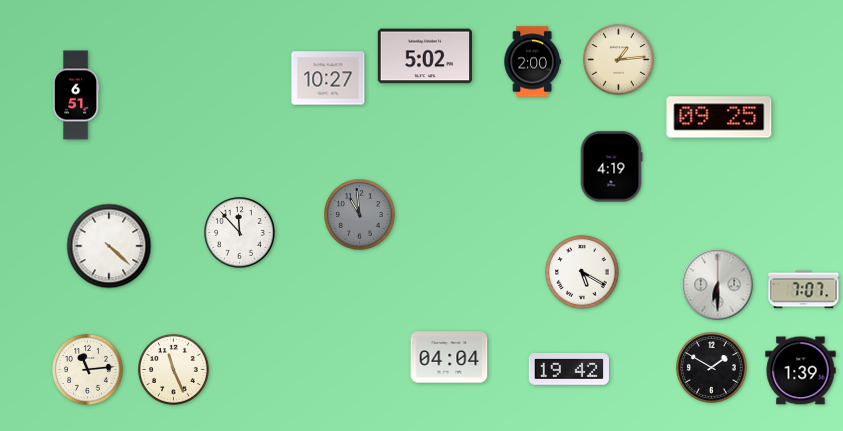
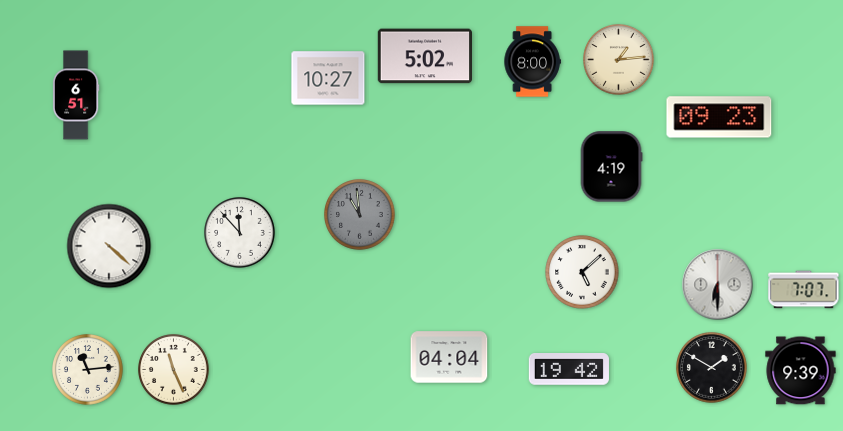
clock at (532, 62): 2:00 -> 8:00
clock at (719, 117): 09:25 -> 09:23
clock at (582, 272): 5:20 -> 5:08
clock at (801, 371): 1:39 -> 9:39
